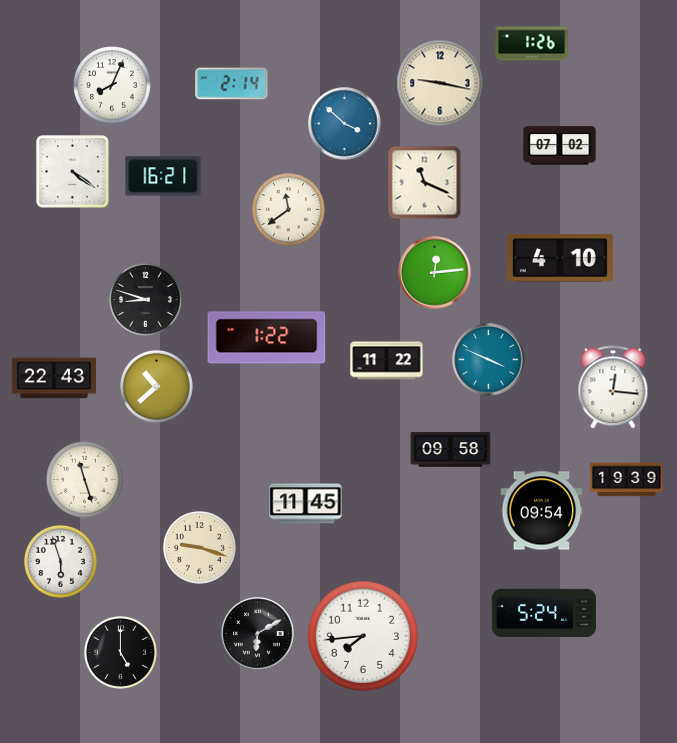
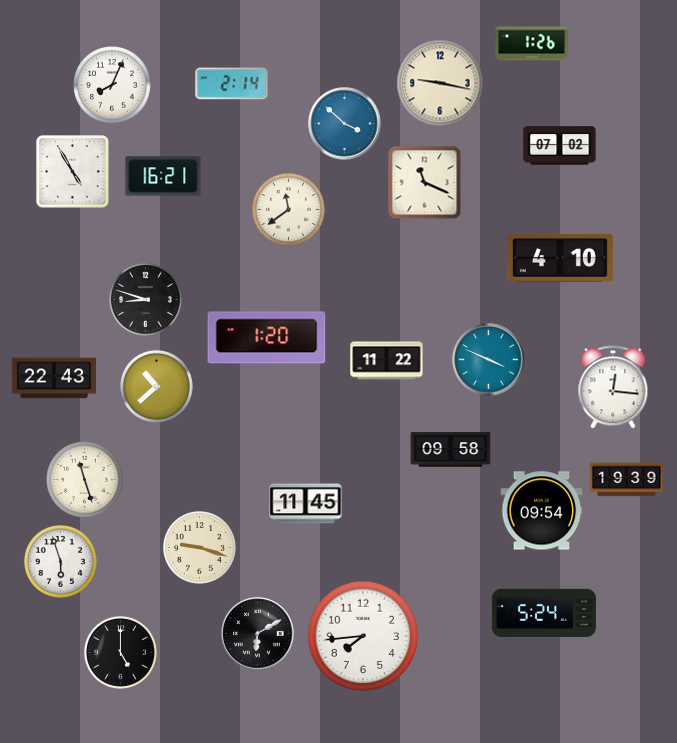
clock at (73, 172): 4:21 -> 4:55
clock at (435, 273): 12:14 -> none
clock at (267, 338): 1:22 -> 1:20
